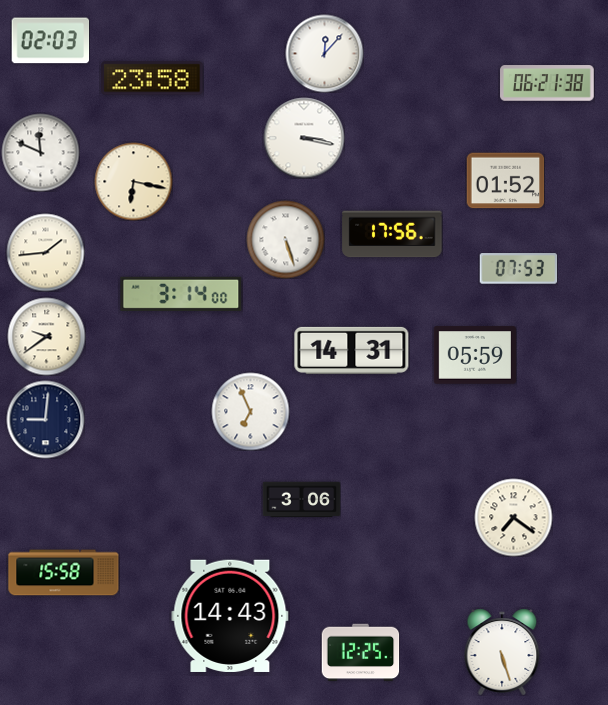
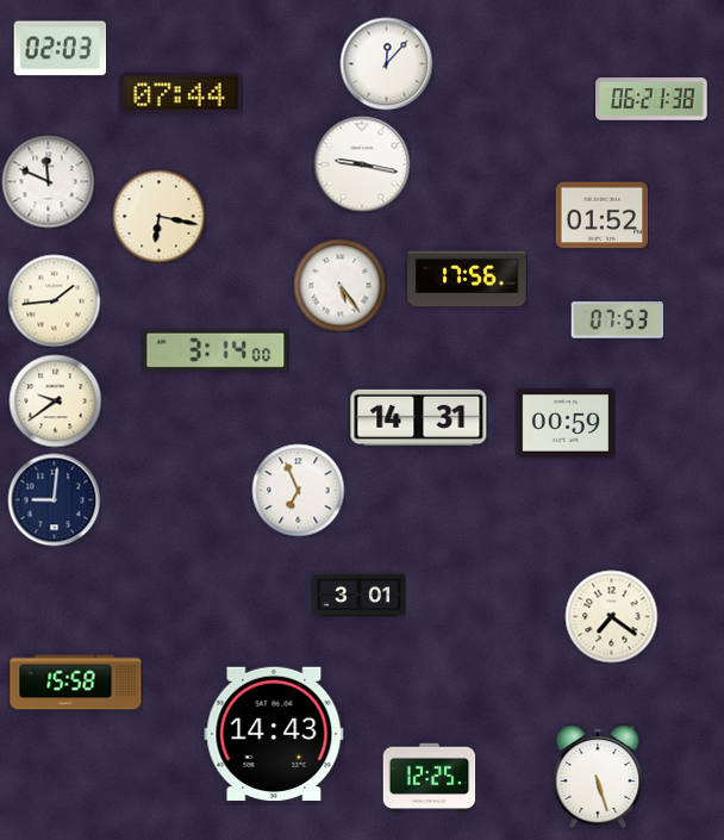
clock at (152, 78): 23:58 -> 07:44
clock at (304, 138): 3:17 -> 9:17
clock at (285, 239): 5:27 -> 5:24
clock at (475, 355): 05:59 -> 00:59
clock at (301, 500): 3:06 -> 3:01
